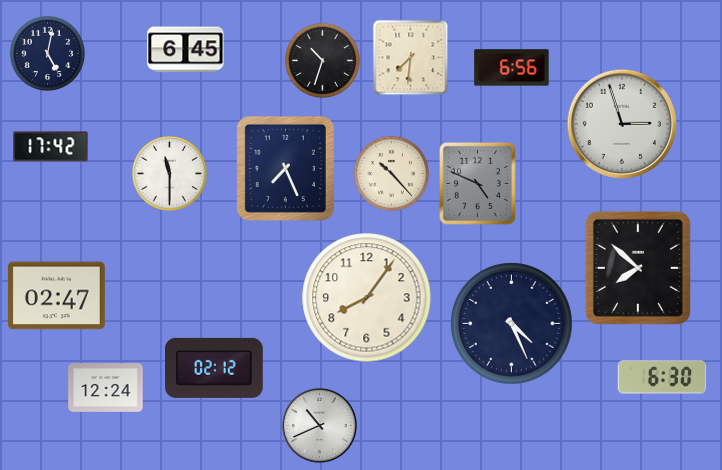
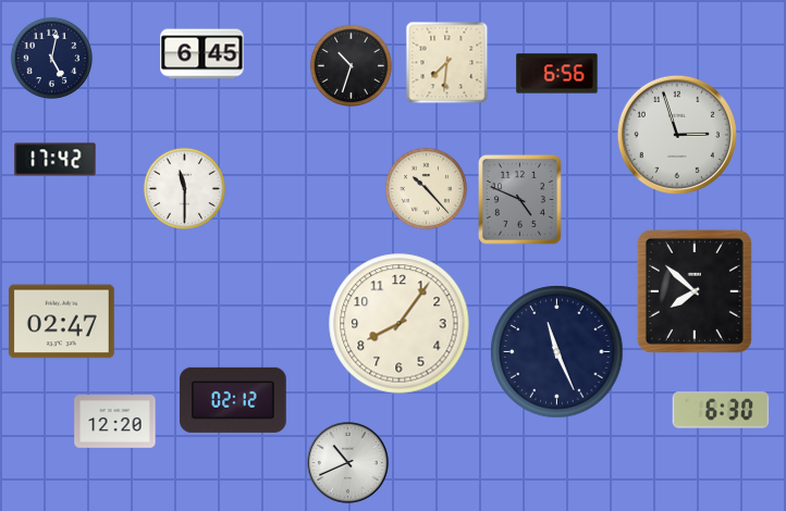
clock at (285, 168): 7:26 -> none
clock at (512, 324): 4:26 -> 11:26
clock at (106, 388): 12:24 -> 12:20
